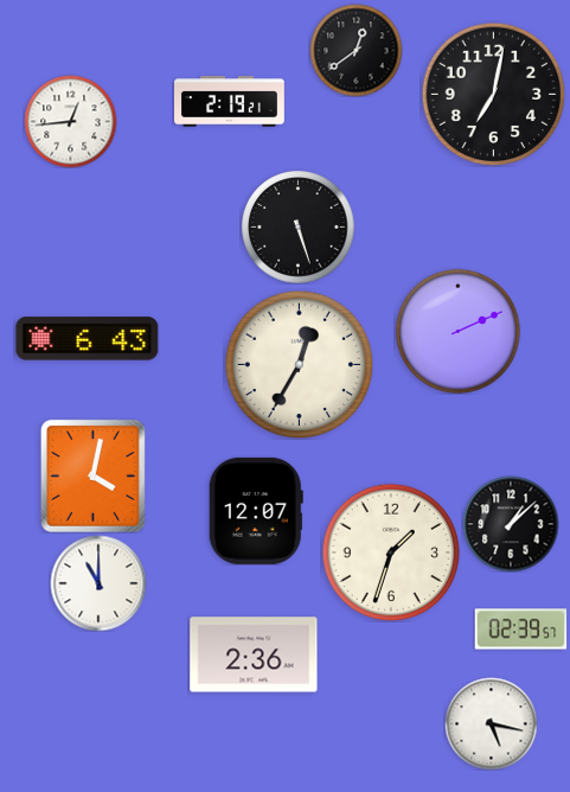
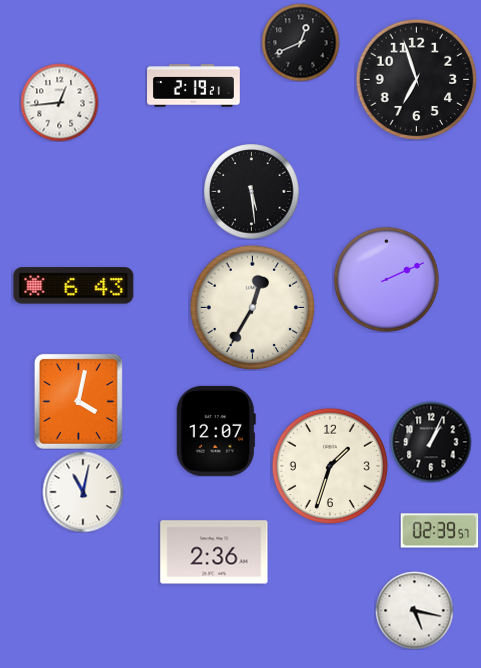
clock at (356, 50): 12:39 -> 12:41
clock at (493, 94): 7:02 -> 6:57
clock at (297, 226): 5:27 -> 5:29
clock at (511, 524): 1:08 -> 1:04
clock at (98, 583): 11:00 -> 11:02
